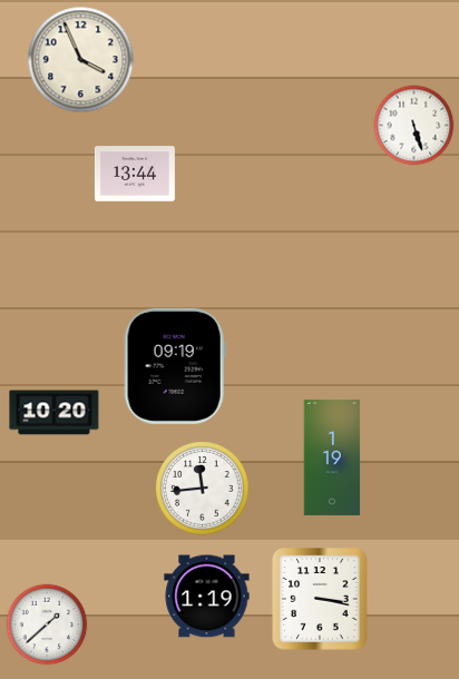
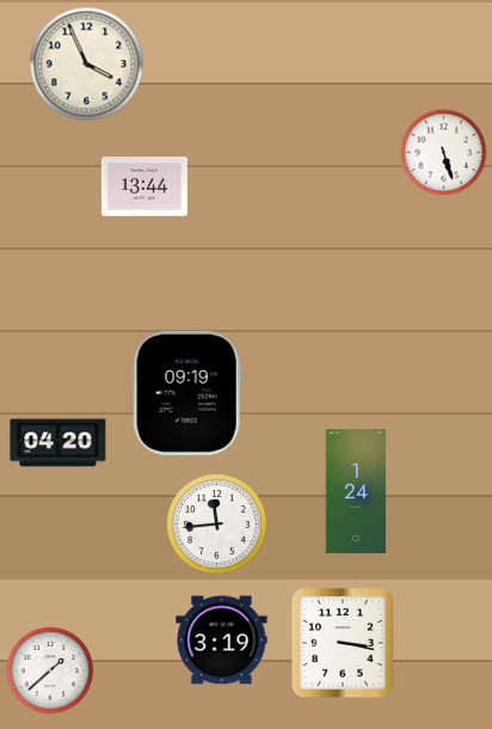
clock at (414, 126) position: (414, 126) -> (444, 153)
clock at (55, 413): 10:20 -> 04:20
clock at (332, 457): 1:19 -> 1:24
clock at (207, 597): 1:19 -> 3:19
